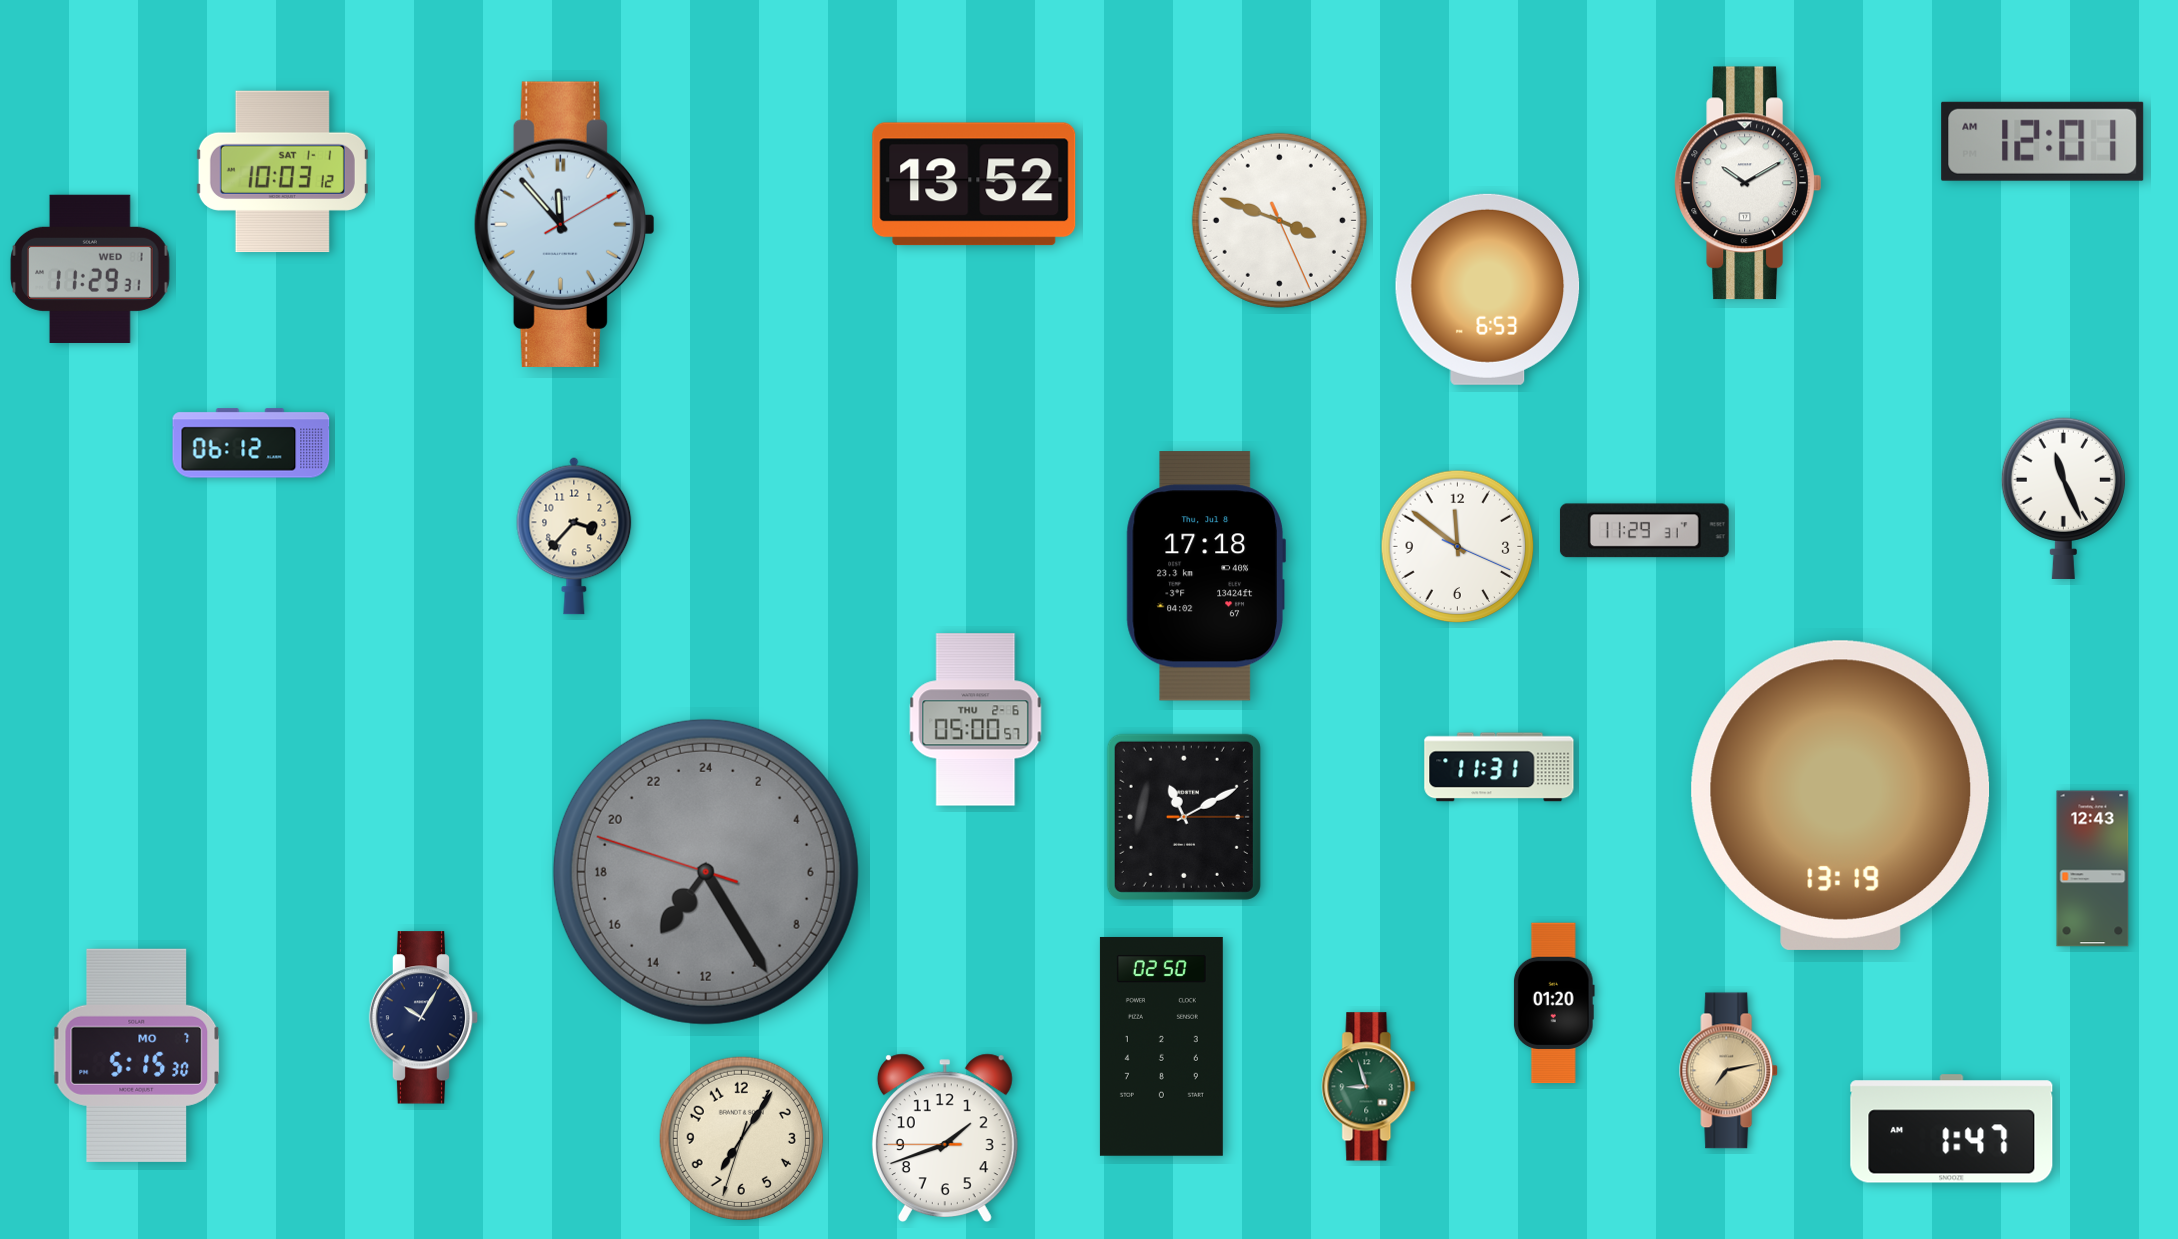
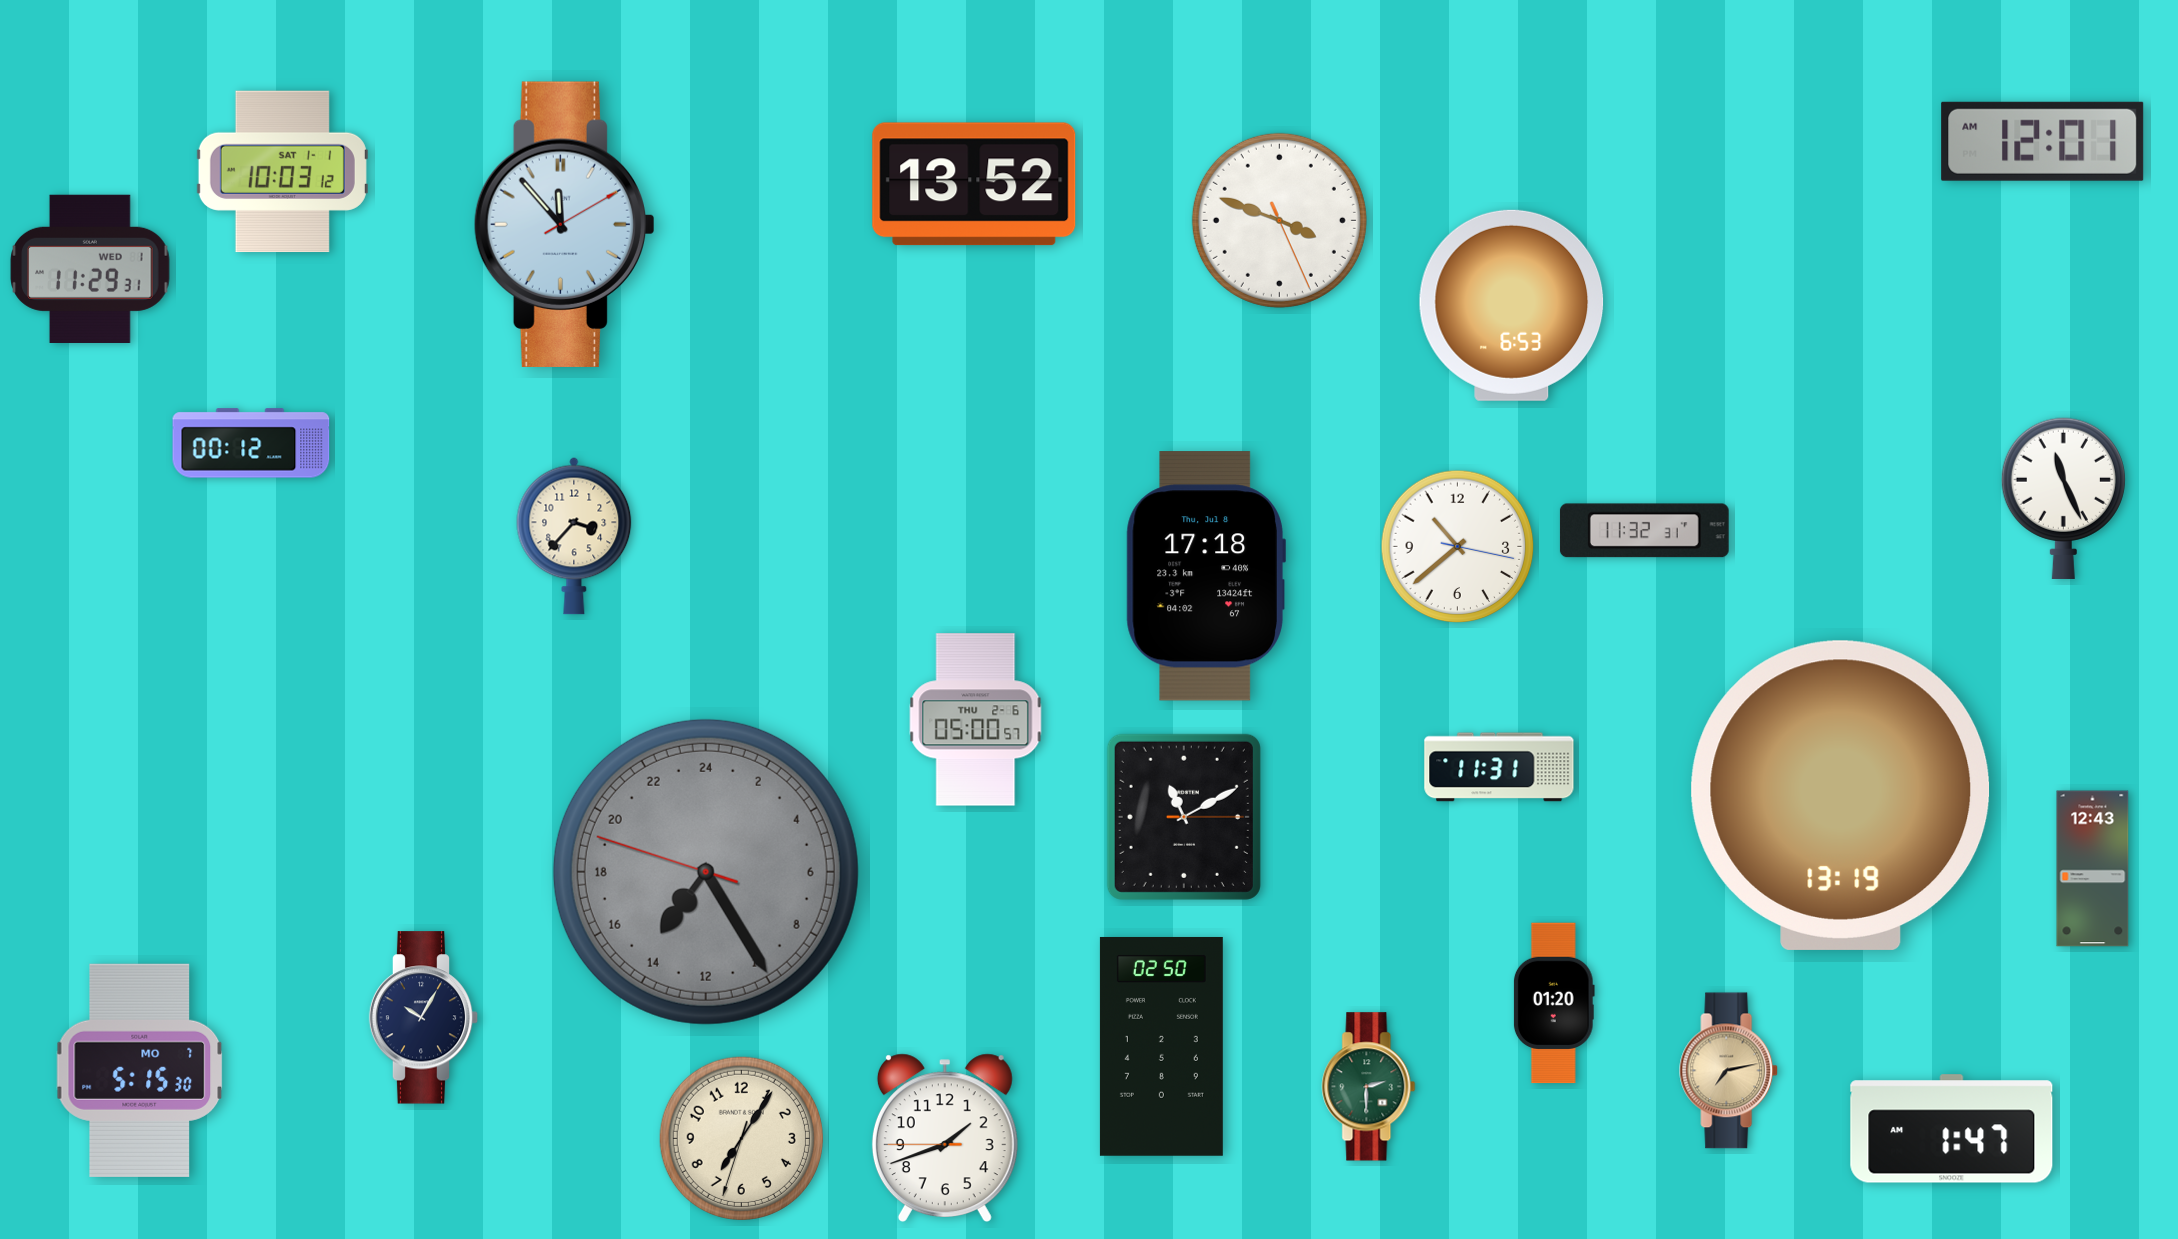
clock at (1748, 183): 10:10 -> none
clock at (1488, 289) position: (1488, 289) -> (1512, 305)
clock at (251, 443): 06:12 -> 00:12
clock at (1644, 531): 11:29 -> 11:32
clock at (1458, 547): 11:51 -> 10:38
clock at (137, 1055) position: (137, 1055) -> (140, 1070)
clock at (1369, 1087): 8:57 -> 2:30
